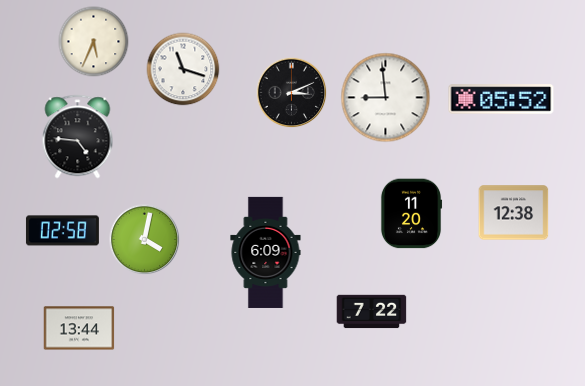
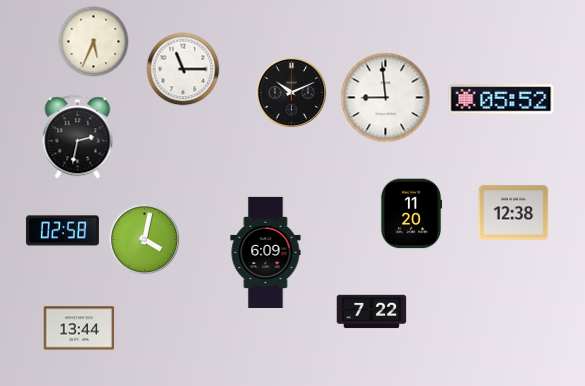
clock at (183, 69): 11:18 -> 11:15
clock at (292, 93): 3:11 -> 10:11
clock at (78, 137): 4:46 -> 2:32
